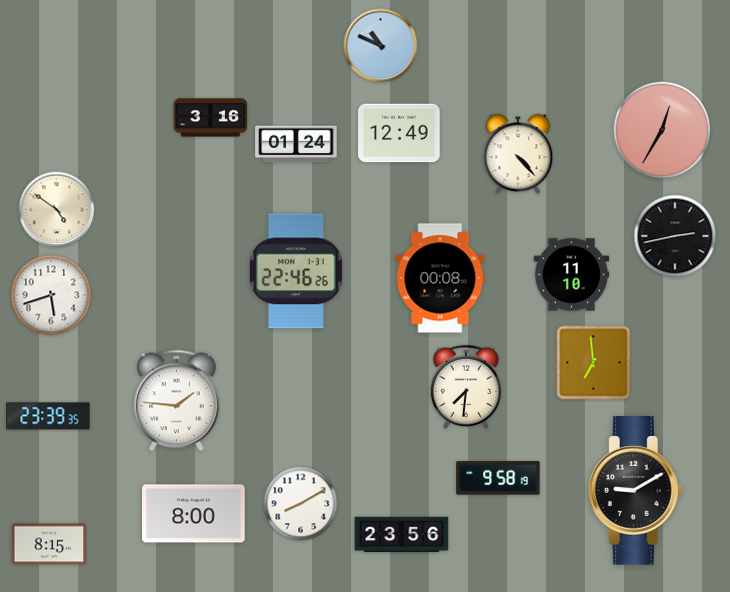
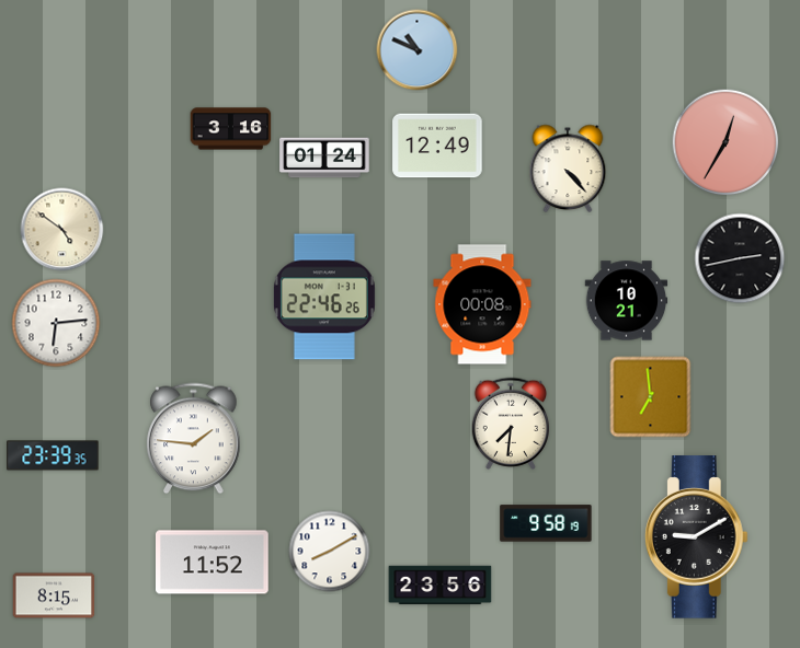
clock at (572, 275): 11:10 -> 10:21
clock at (51, 295): 5:42 -> 6:14
clock at (194, 514): 8:00 -> 11:52
